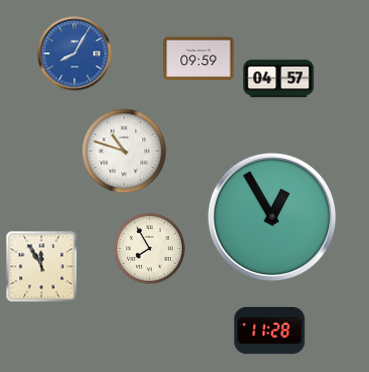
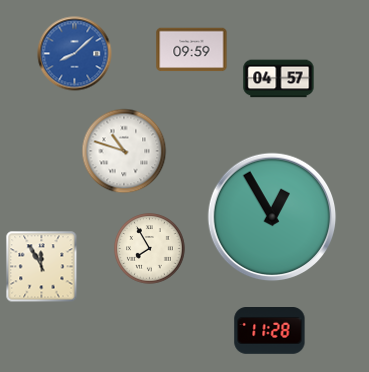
clock at (75, 54): 8:05 -> 8:08
clock at (199, 59) position: (199, 59) -> (192, 50)
